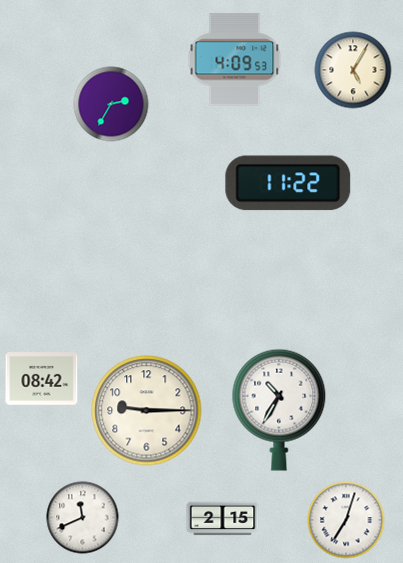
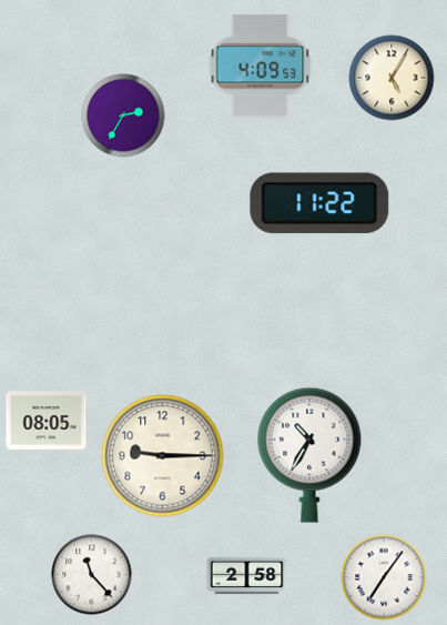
clock at (42, 379): 08:42 -> 08:05
clock at (83, 518): 11:41 -> 11:23
clock at (223, 519): 2:15 -> 2:58
clock at (346, 520): 7:03 -> 7:06
